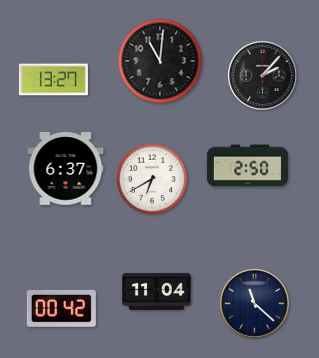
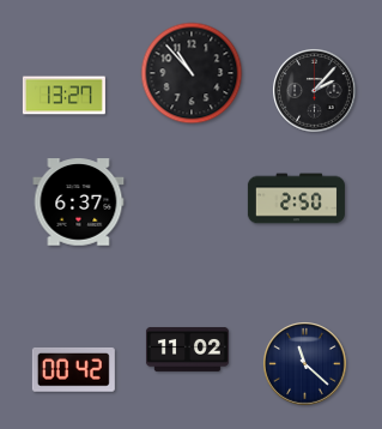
clock at (160, 61): 11:01 -> 10:53
clock at (151, 179): 6:40 -> none
clock at (156, 291): 11:04 -> 11:02
